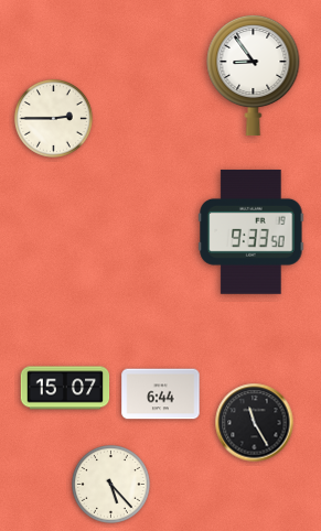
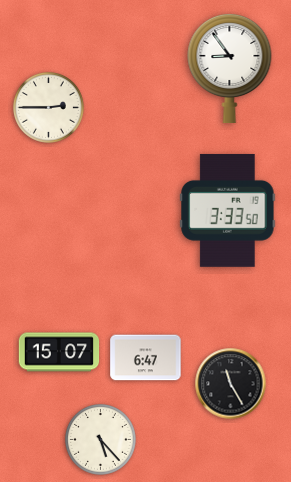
clock at (252, 231): 9:33 -> 3:33
clock at (161, 394): 6:44 -> 6:47
